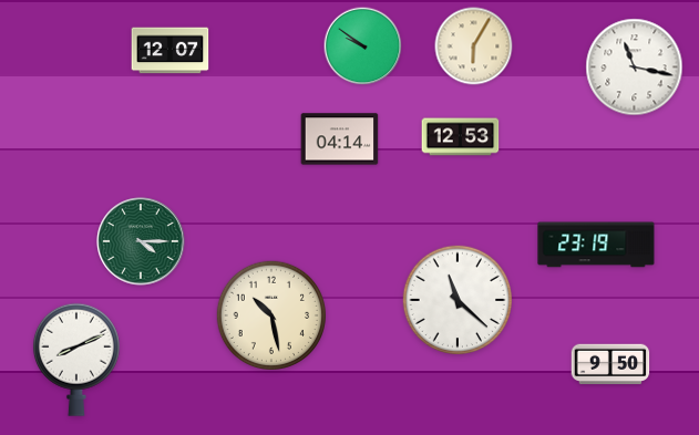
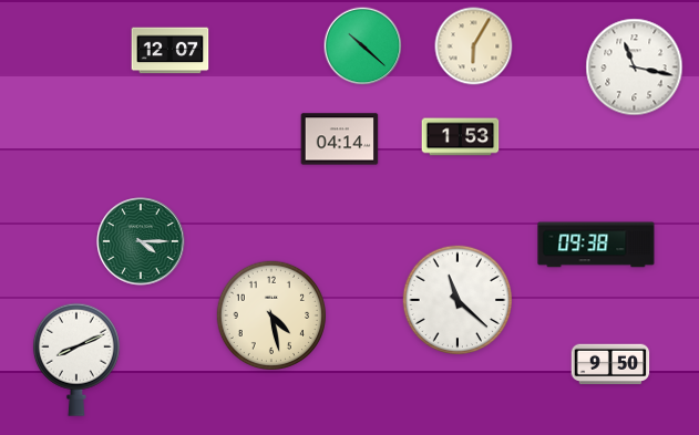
clock at (363, 46): 9:51 -> 10:22
clock at (461, 137): 12:53 -> 1:53
clock at (596, 245): 23:19 -> 09:38
clock at (270, 314): 10:28 -> 4:28
